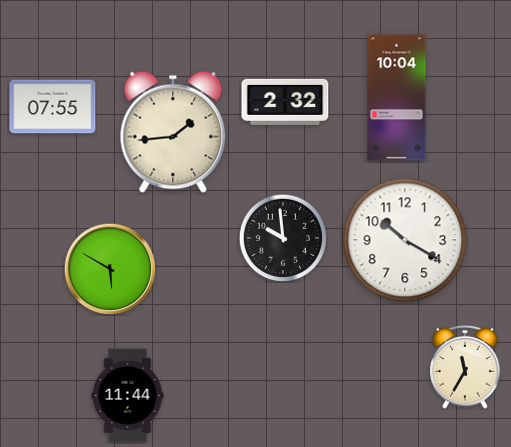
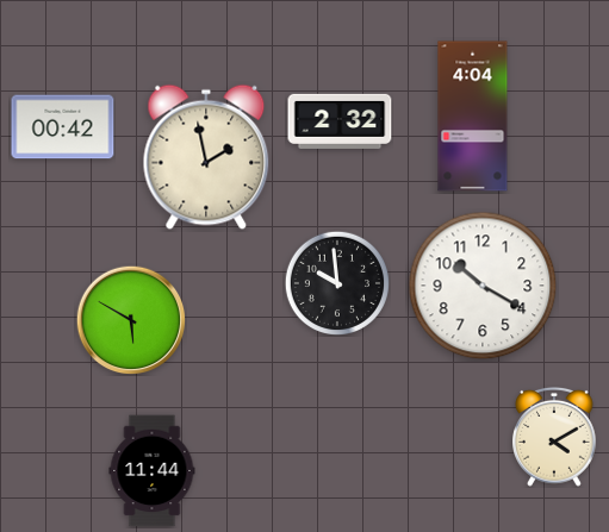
clock at (397, 98): 10:04 -> 4:04
clock at (53, 107): 07:55 -> 00:42
clock at (173, 132): 1:44 -> 1:58
clock at (466, 367): 11:35 -> 4:10
